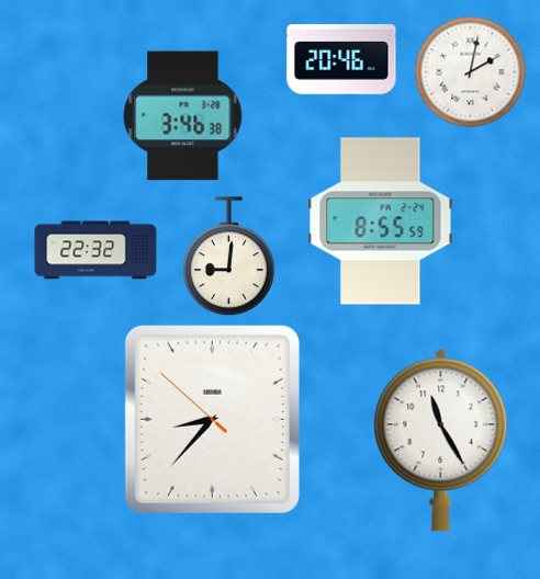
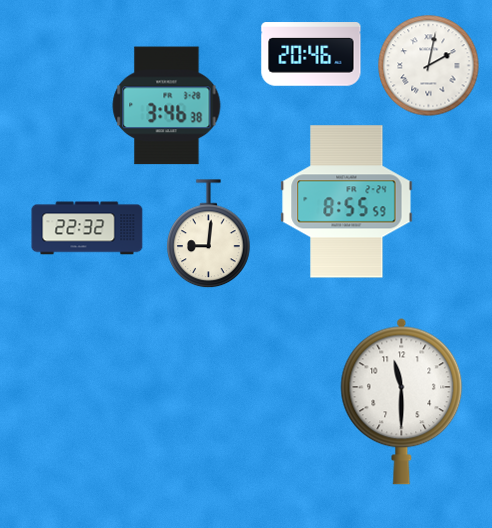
clock at (212, 419): 8:36 -> none
clock at (441, 440): 11:25 -> 11:30
